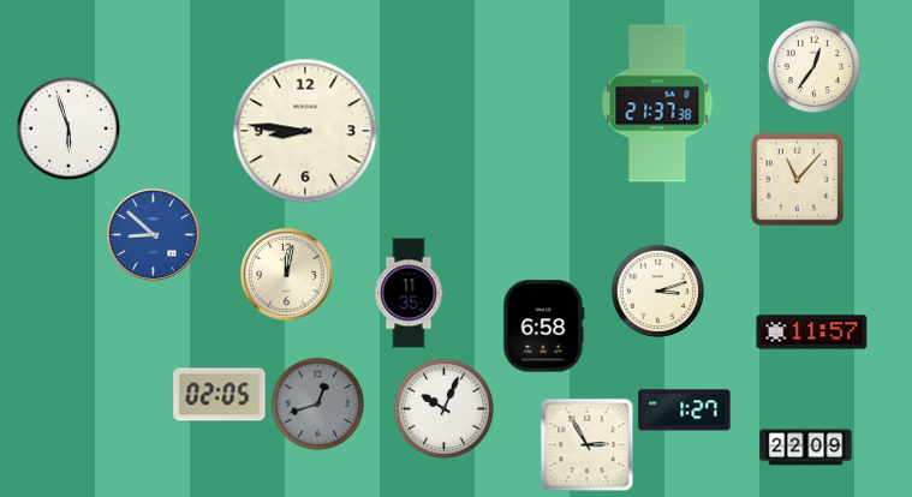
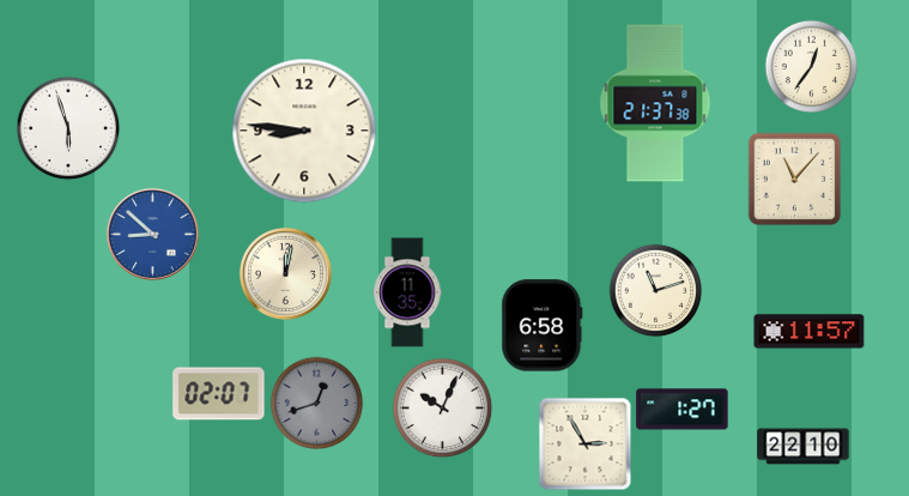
clock at (657, 291): 3:12 -> 11:12
clock at (220, 395): 02:05 -> 02:07
clock at (806, 448): 22:09 -> 22:10
